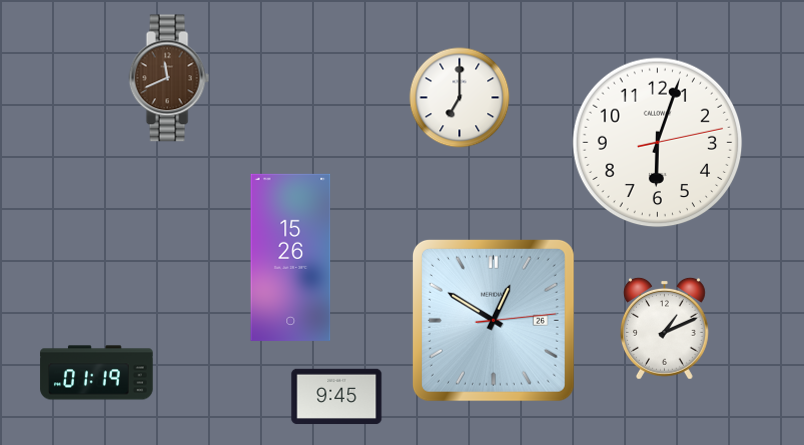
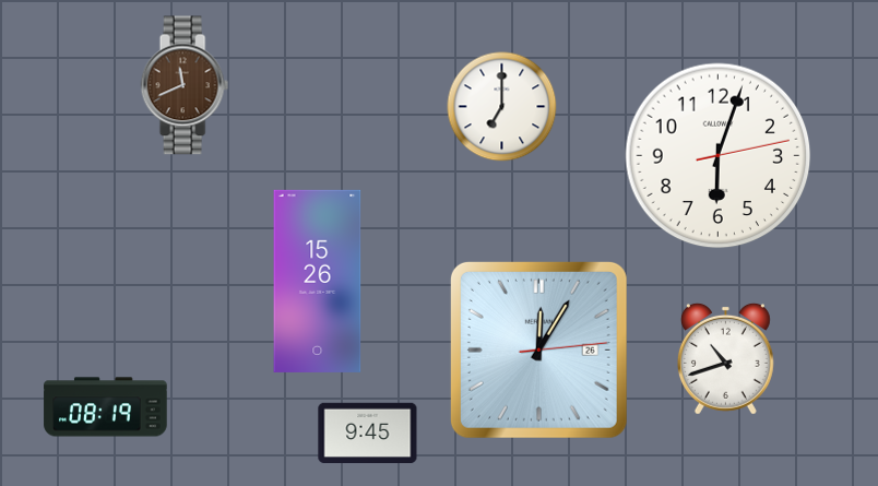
clock at (493, 320): 12:50 -> 12:05
clock at (664, 328): 1:11 -> 10:42
clock at (97, 373): 01:19 -> 08:19
